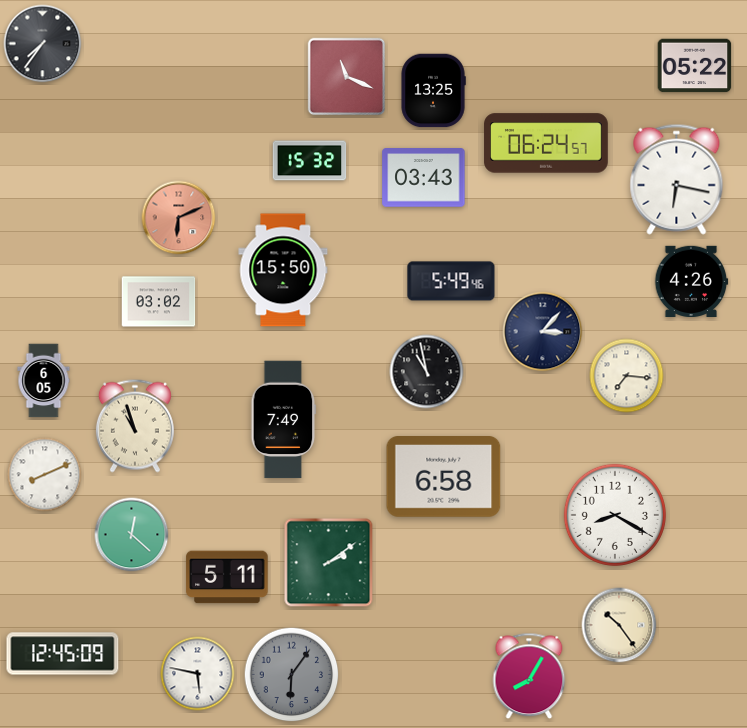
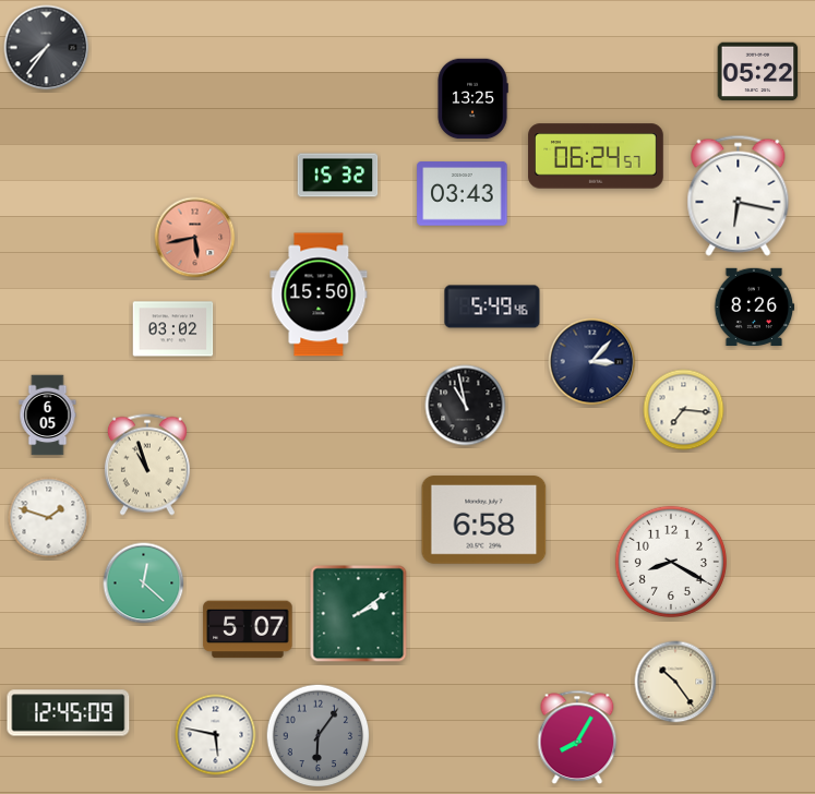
clock at (347, 77): 11:19 -> none
clock at (179, 218): 6:11 -> 5:43
clock at (283, 270) position: (283, 270) -> (319, 294)
clock at (691, 281): 4:26 -> 8:26
clock at (284, 420): 7:49 -> none
clock at (45, 475): 8:11 -> 1:48
clock at (227, 577): 5:11 -> 5:07
